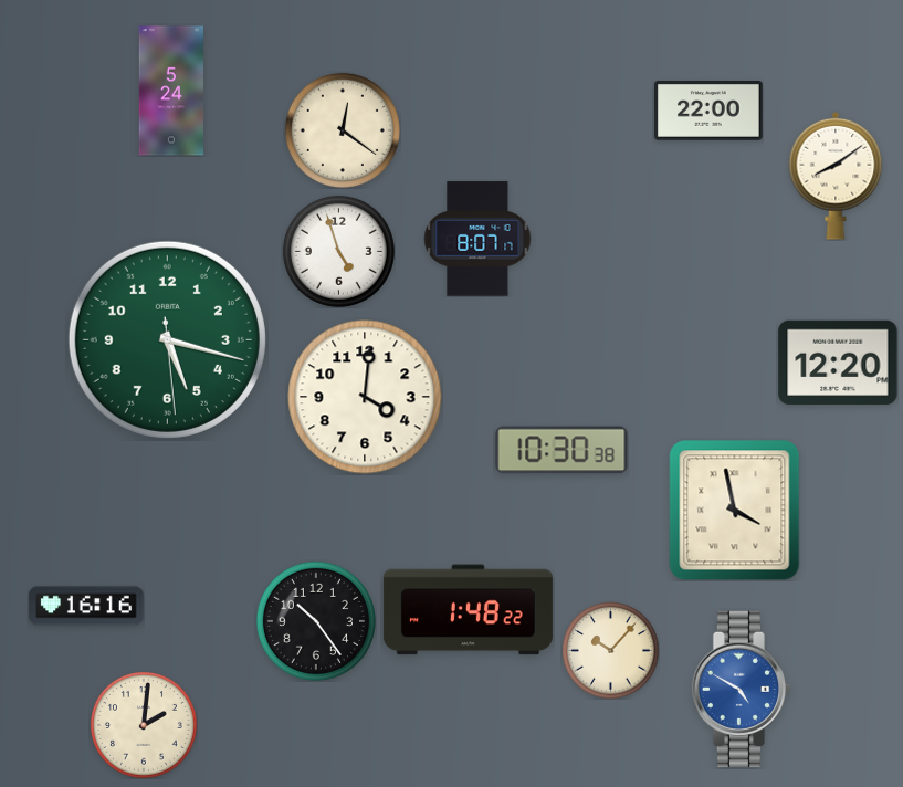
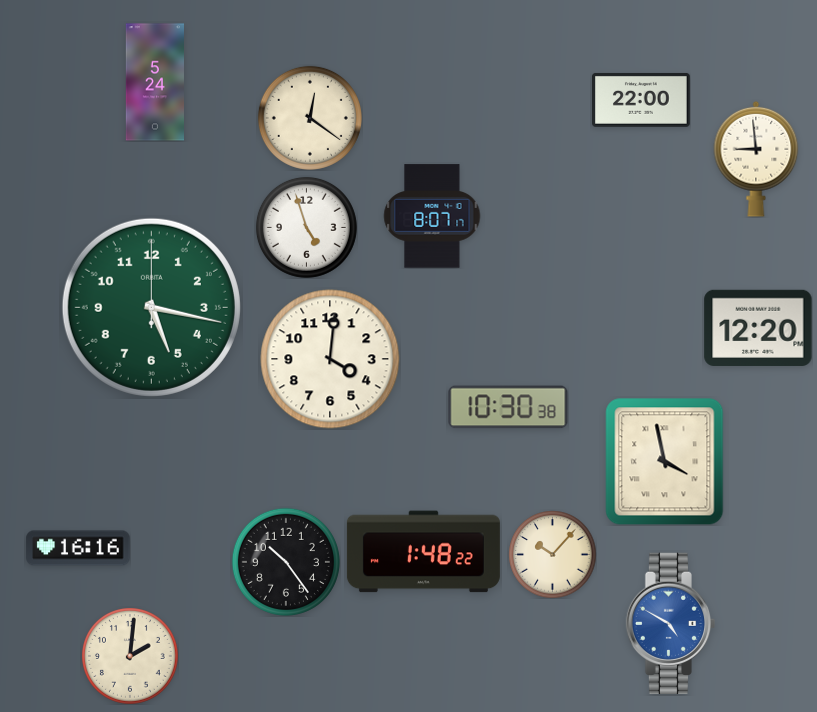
clock at (836, 176): 8:09 -> 8:59
clock at (167, 339): 5:17:29 -> 5:17:00
clock at (610, 650) position: (610, 650) -> (552, 554)
